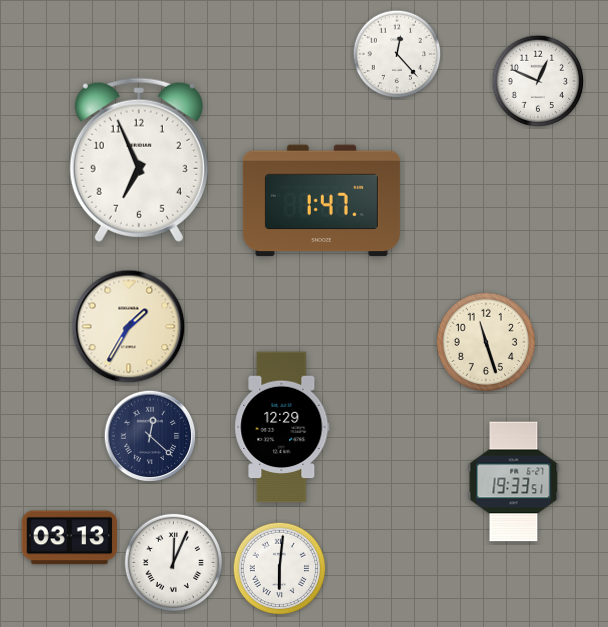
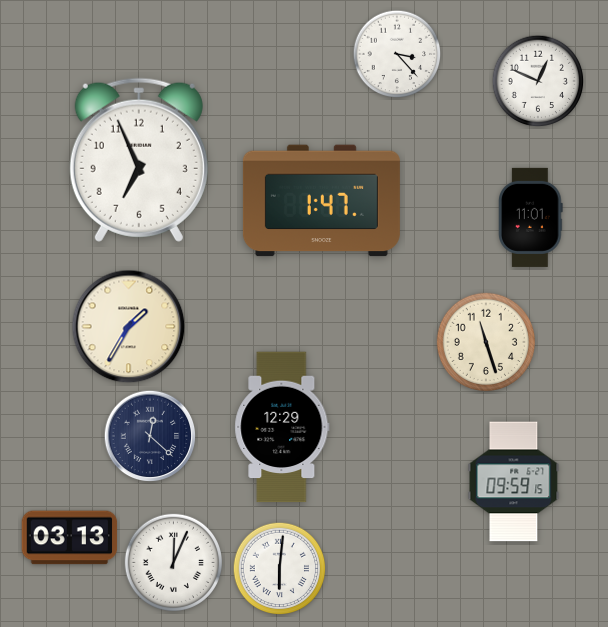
clock at (397, 54): 12:23 -> 3:23
clock at (531, 217): none -> 11:01
clock at (514, 482): 19:33 -> 09:59
